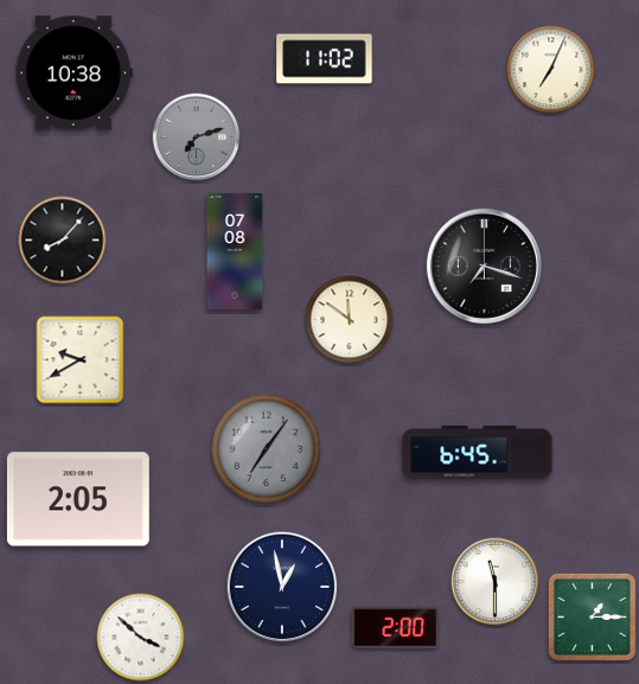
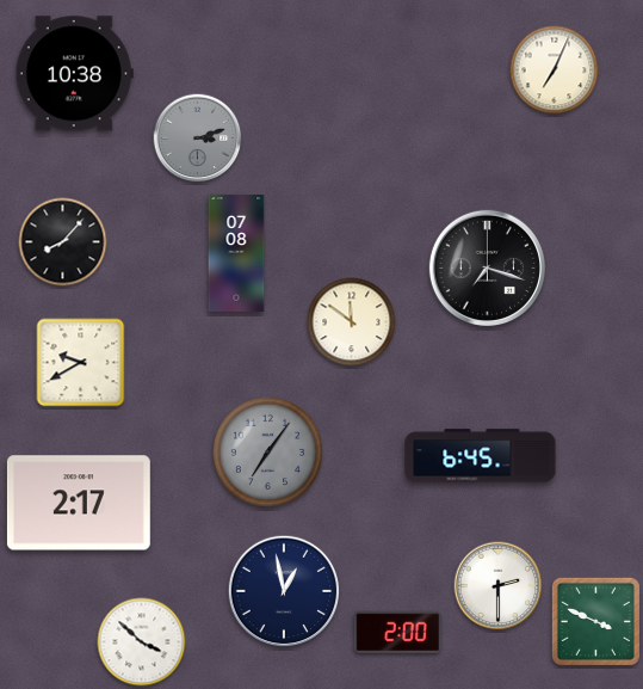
clock at (325, 59): 11:02 -> none
clock at (197, 138): 7:12 -> 3:12
clock at (78, 499): 2:05 -> 2:17
clock at (496, 582): 11:30 -> 2:30
clock at (592, 616): 1:15 -> 3:49
